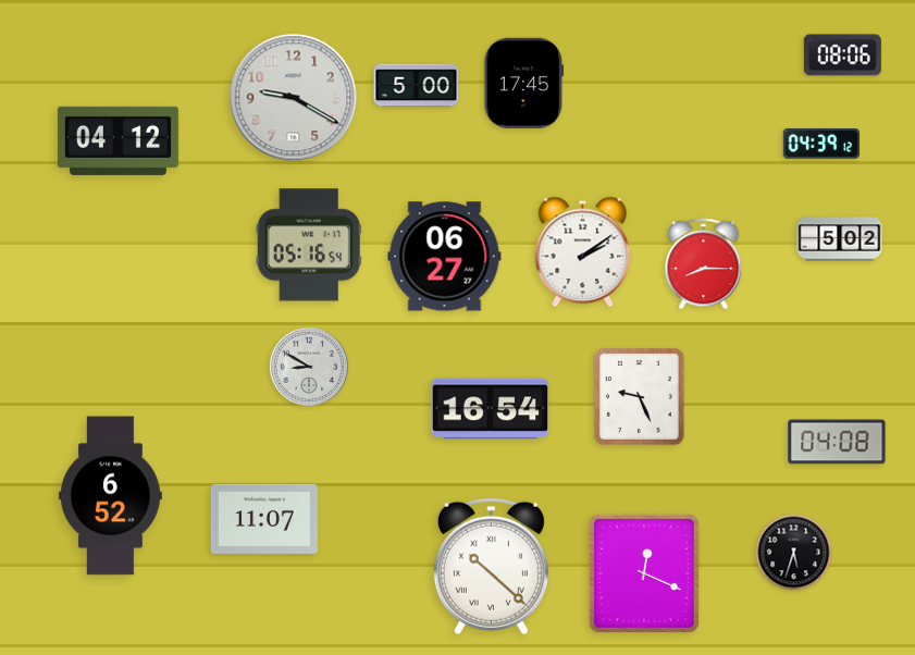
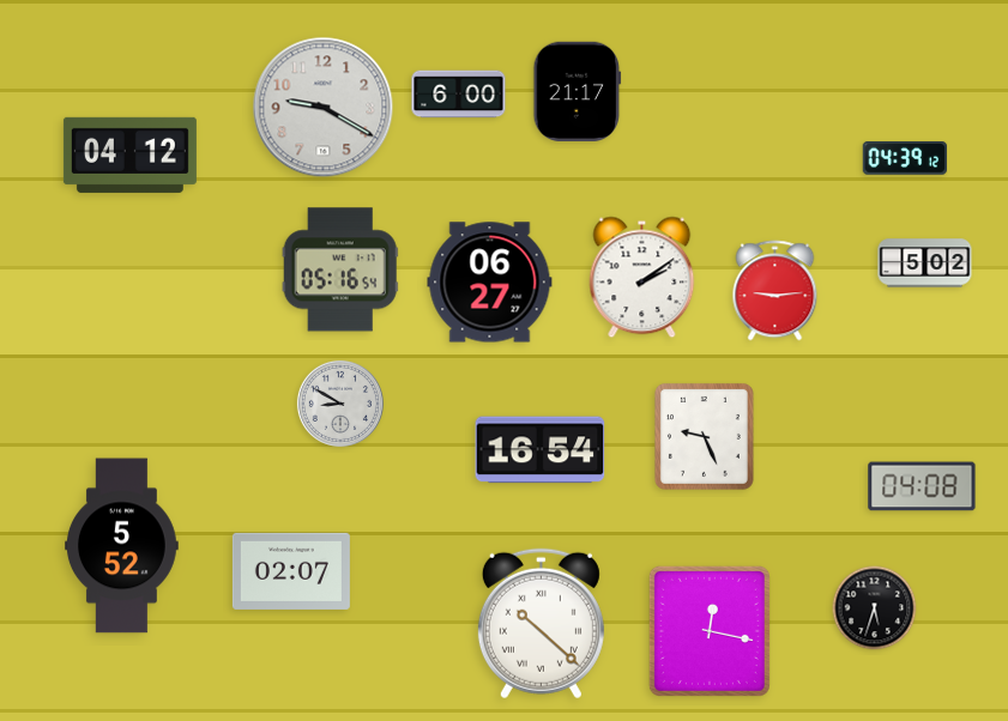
clock at (842, 55): 08:06 -> none
clock at (524, 83): 17:45 -> 21:17
clock at (417, 86): 5:00 -> 6:00
clock at (704, 264): 8:15 -> 9:14
clock at (111, 496): 6:52 -> 5:52
clock at (264, 519): 11:07 -> 02:07
clock at (644, 573): 12:19 -> 12:17
